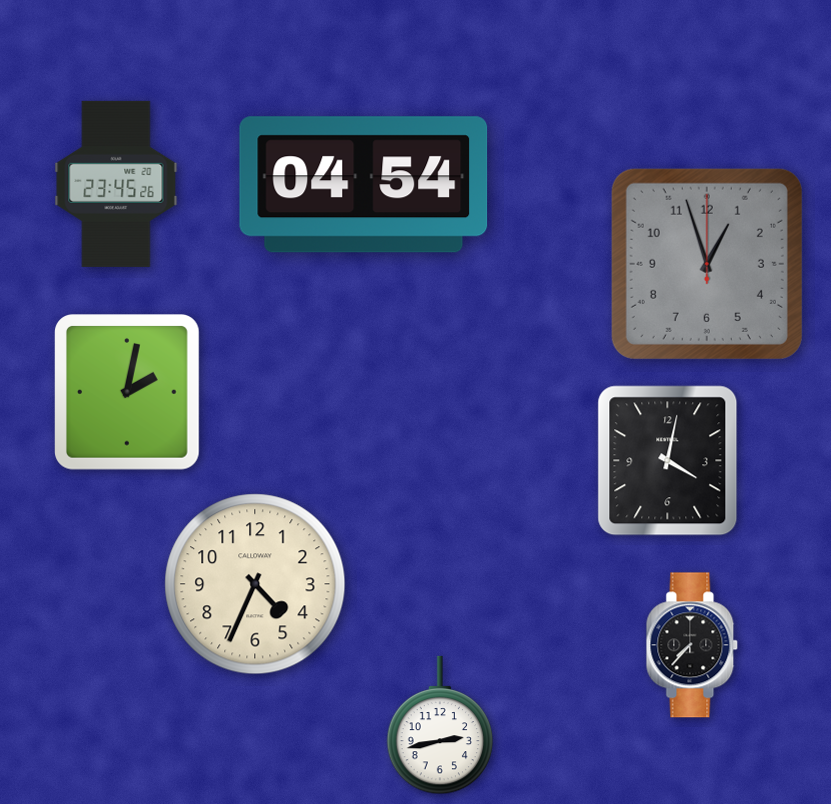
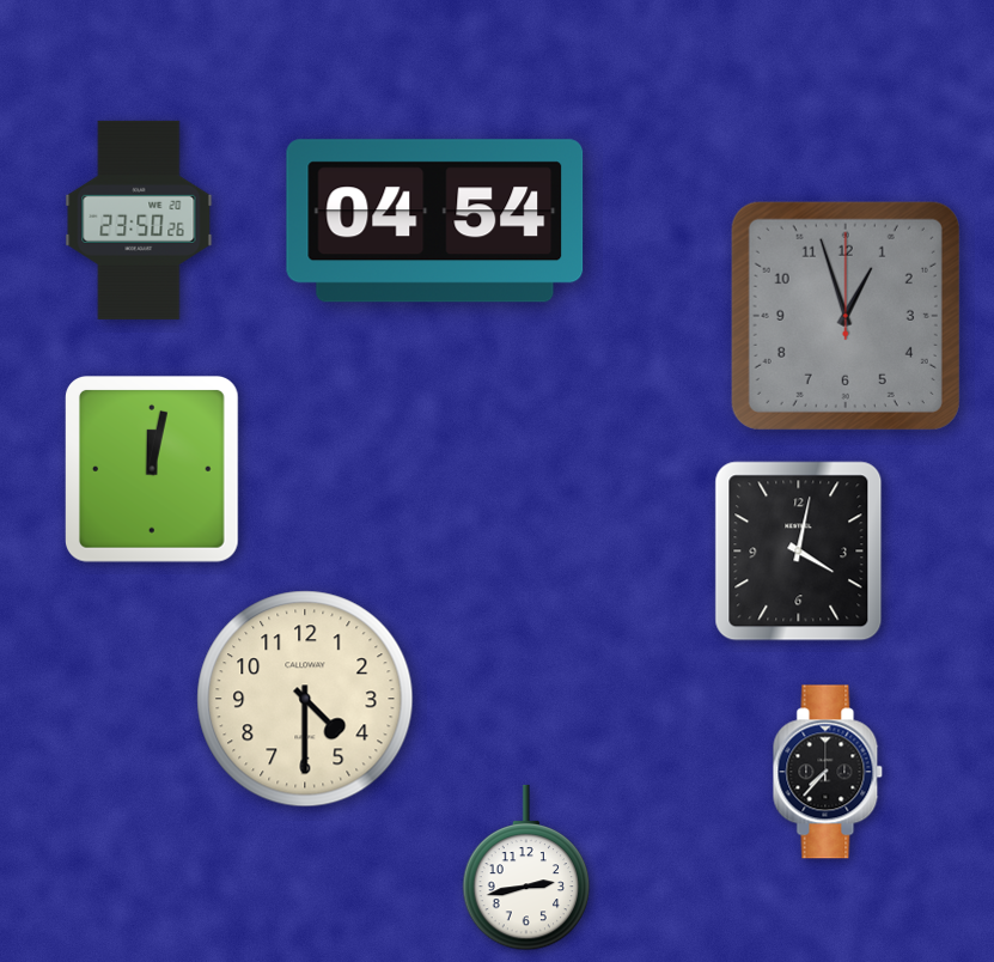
clock at (116, 184): 23:45 -> 23:50
clock at (128, 393): 2:02 -> 12:02
clock at (255, 584): 4:34 -> 4:30
